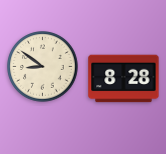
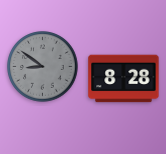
clock at (43, 67) dial: cream -> grey
